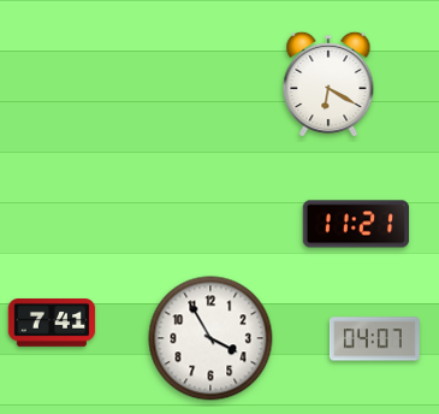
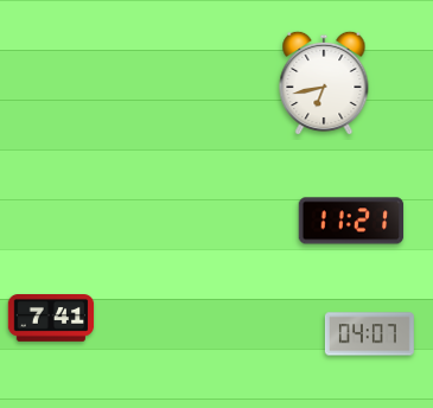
clock at (328, 84): 6:20 -> 6:43
clock at (210, 338): 3:55 -> none
